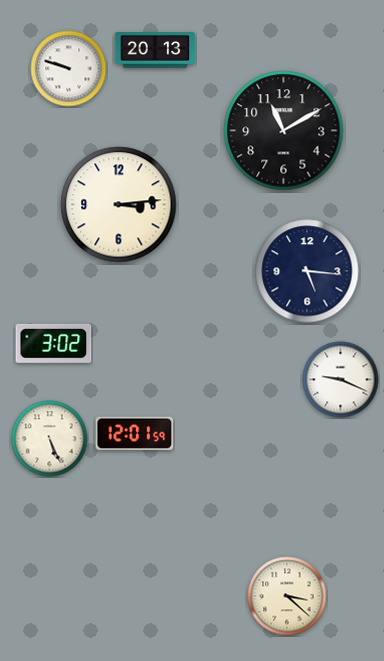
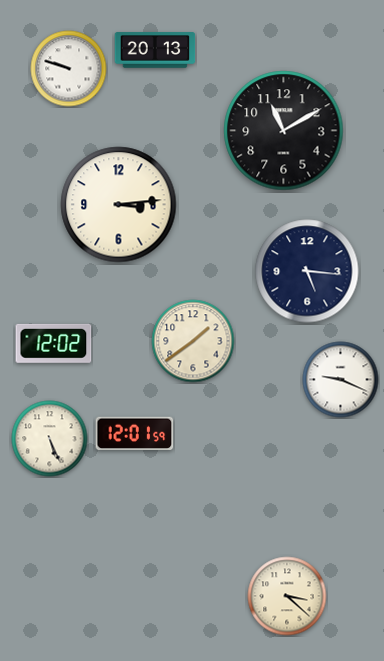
clock at (193, 341): none -> 1:39
clock at (54, 343): 3:02 -> 12:02
